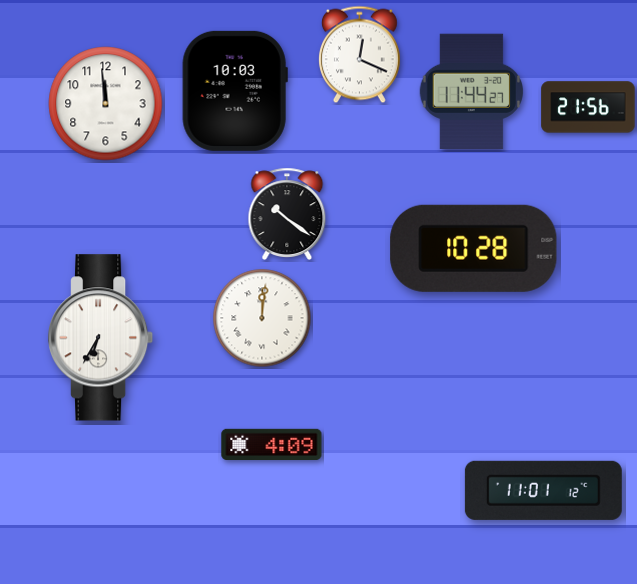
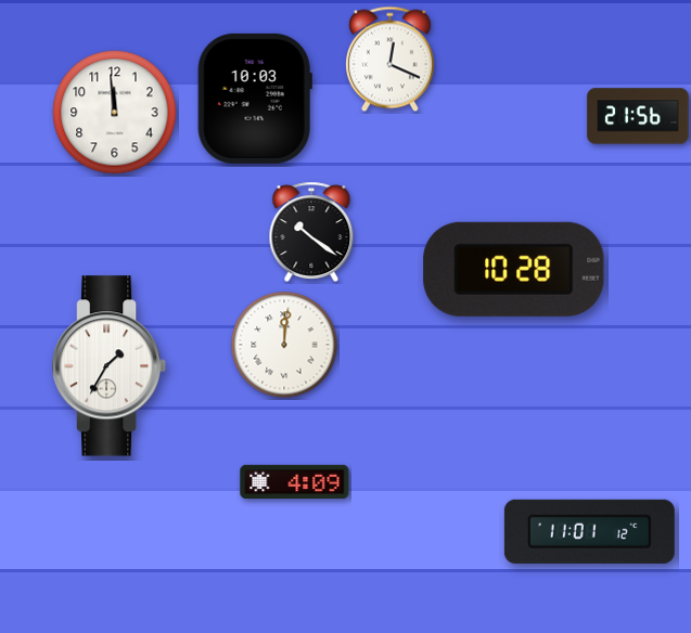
clock at (471, 91): 11:44 -> none
clock at (101, 338): 6:35 -> 1:35
